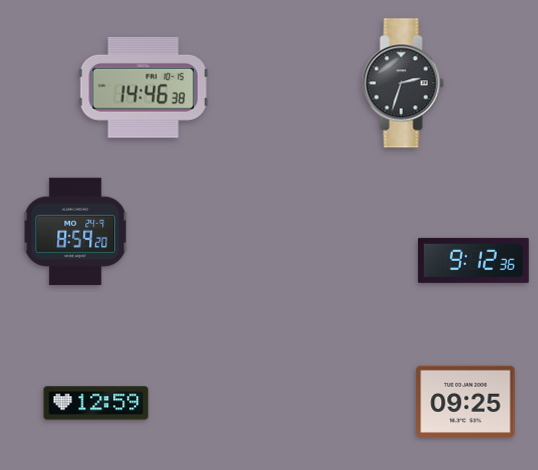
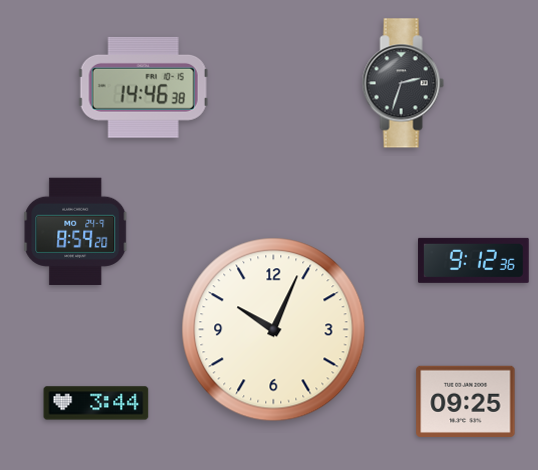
clock at (274, 330): none -> 10:04
clock at (96, 403): 12:59 -> 3:44
